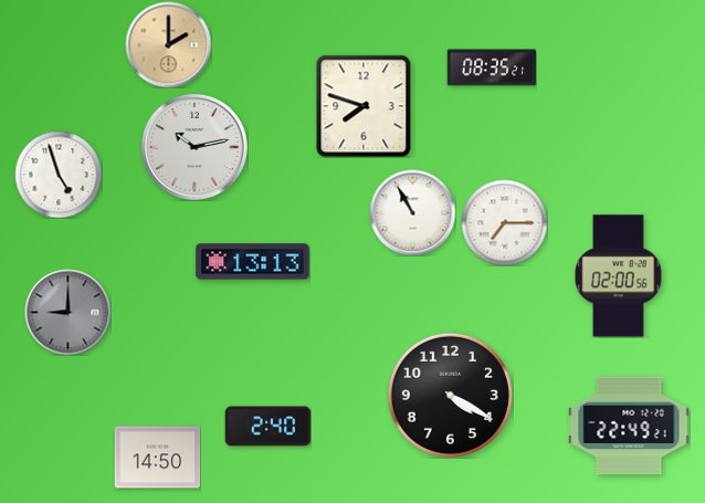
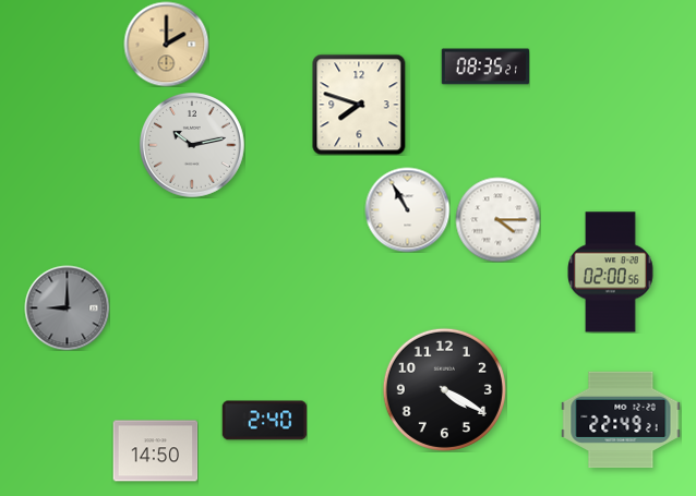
clock at (59, 175): 4:57 -> none
clock at (504, 222): 7:15 -> 4:15
clock at (253, 262): 13:13 -> none
